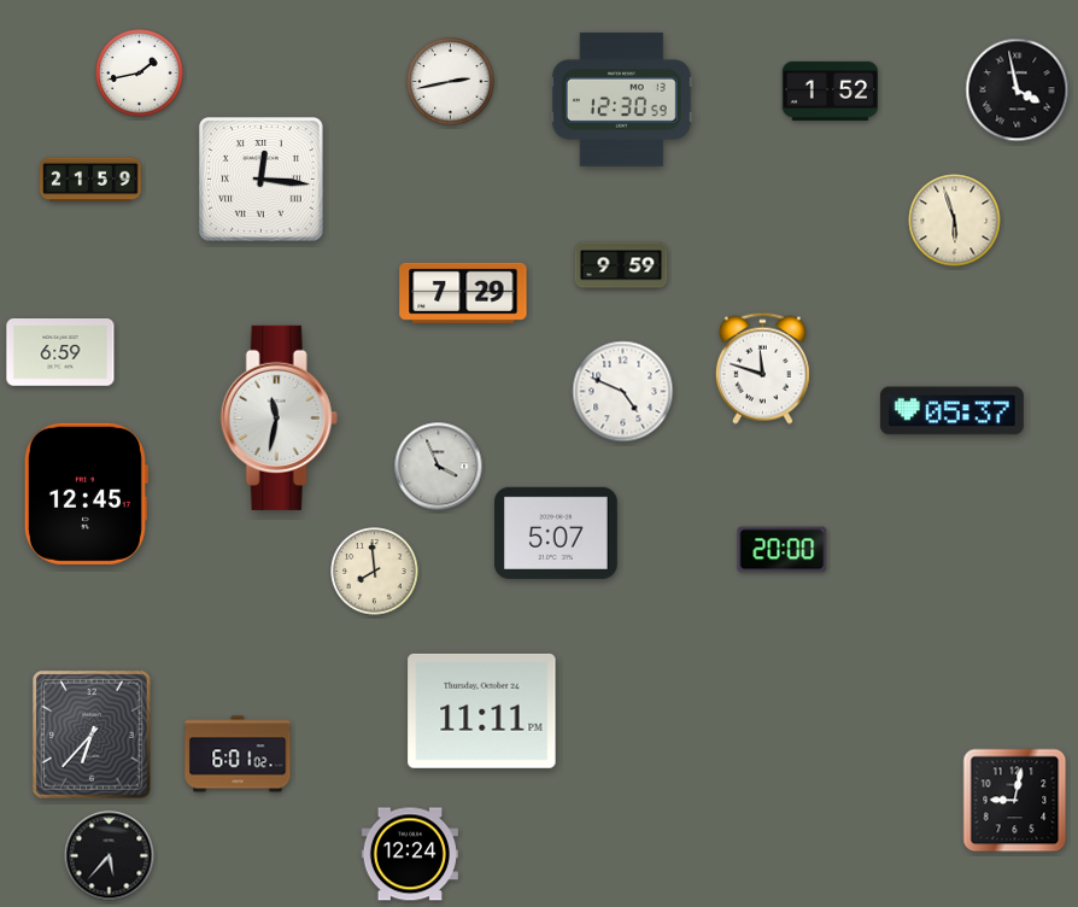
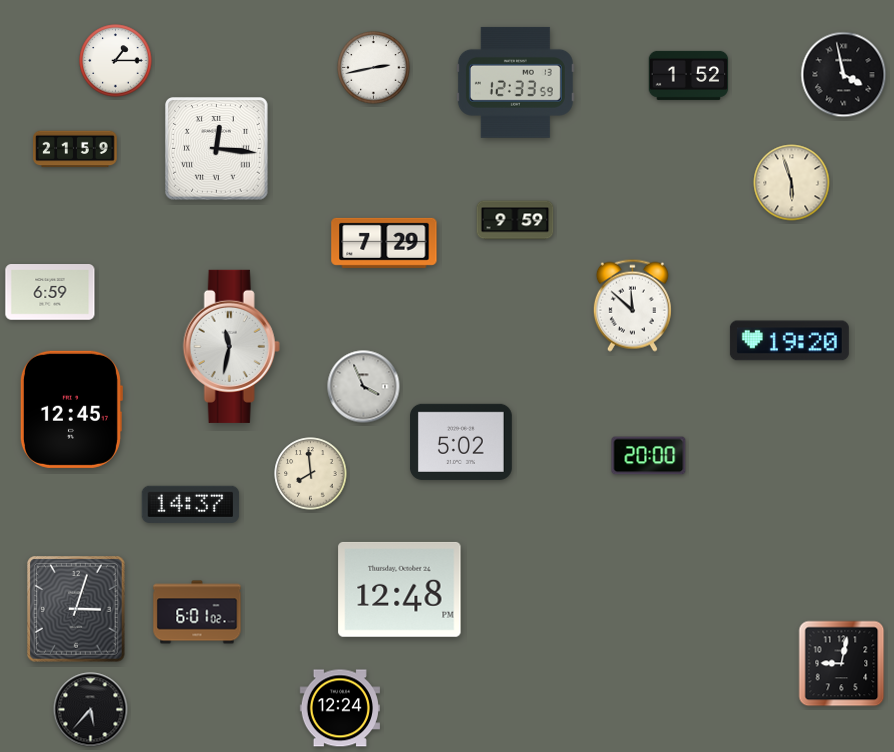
clock at (140, 74): 1:43 -> 1:15
clock at (621, 99): 12:30 -> 12:33
clock at (762, 368): 11:48 -> 11:52
clock at (623, 392): 4:49 -> none
clock at (951, 411): 05:37 -> 19:20
clock at (557, 533): 5:07 -> 5:02
clock at (191, 504): none -> 14:37
clock at (482, 710): 11:11 -> 12:48
clock at (92, 735): 6:37 -> 3:03
clock at (238, 754) position: (238, 754) -> (197, 612)
